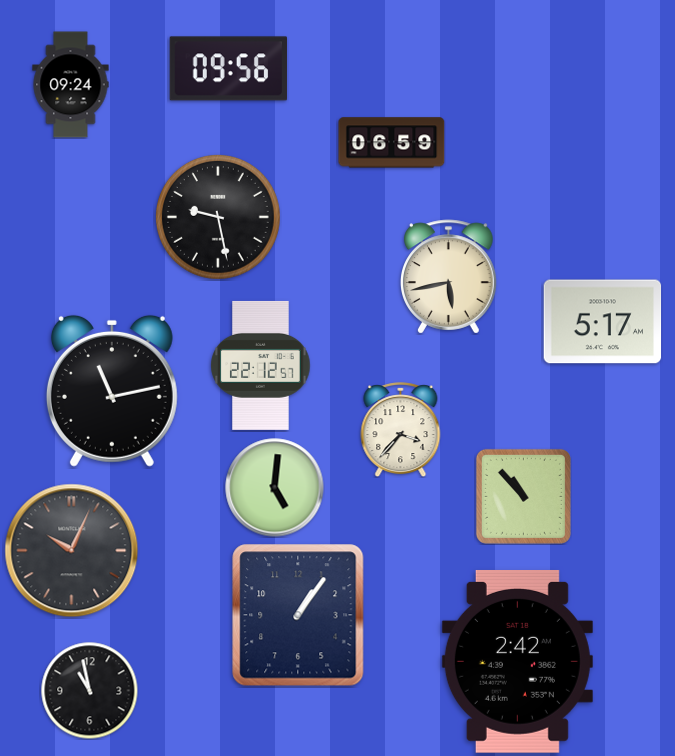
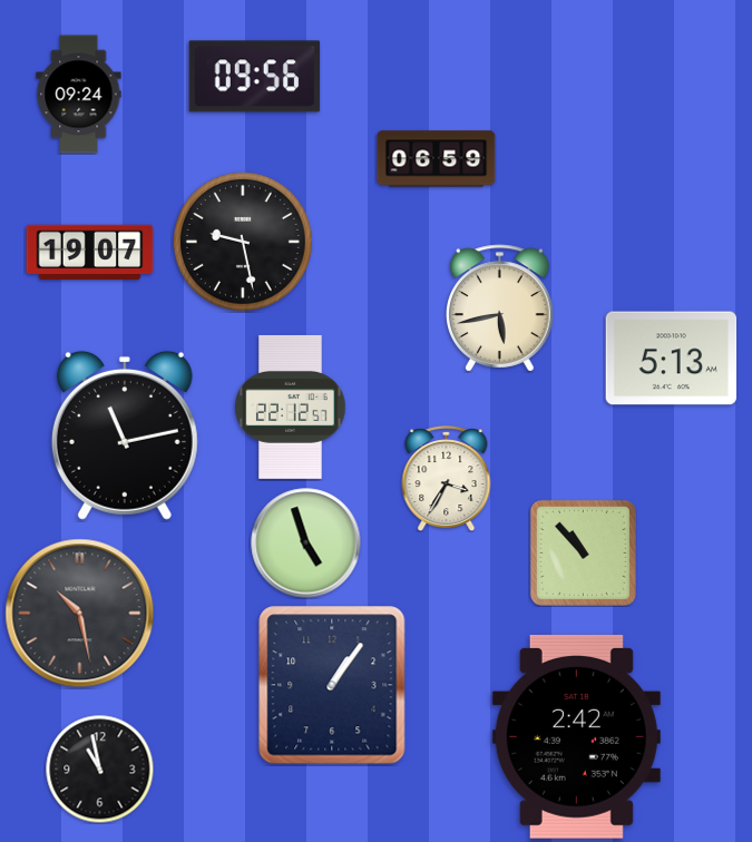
clock at (90, 253): none -> 19:07
clock at (603, 322): 5:17 -> 5:13
clock at (401, 430): 3:37 -> 3:35
clock at (275, 488): 5:01 -> 4:57
clock at (72, 551): 10:04 -> 10:28
